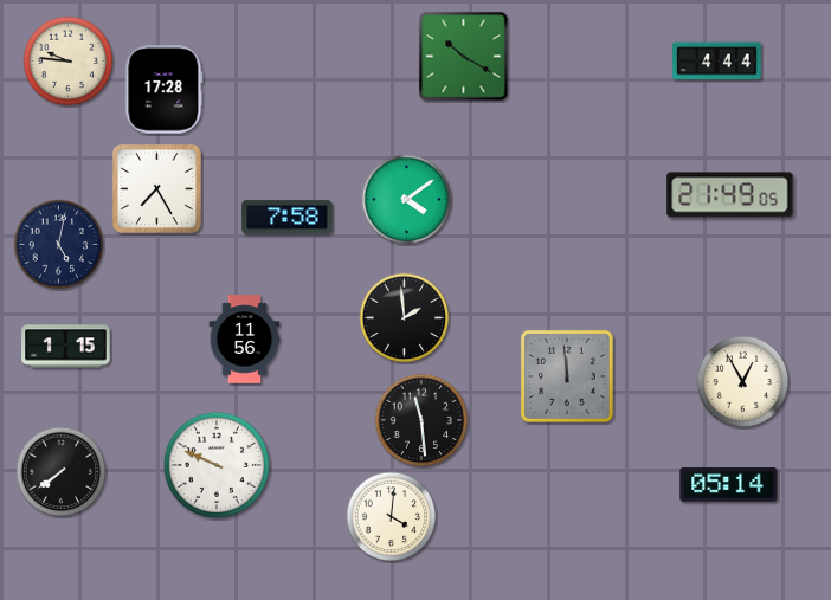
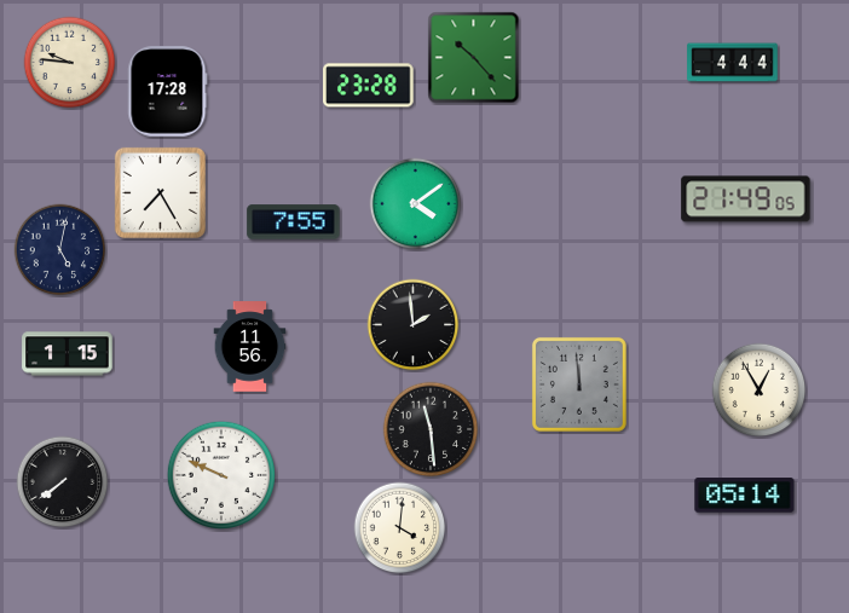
clock at (464, 57): 10:20 -> 10:23
clock at (369, 86): none -> 23:28
clock at (288, 218): 7:58 -> 7:55
